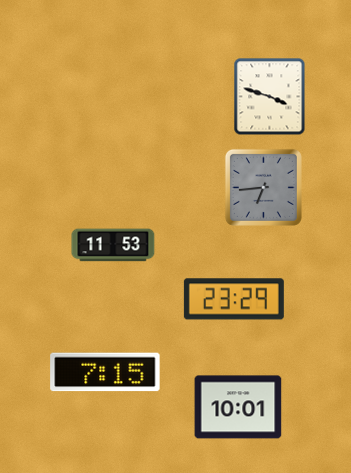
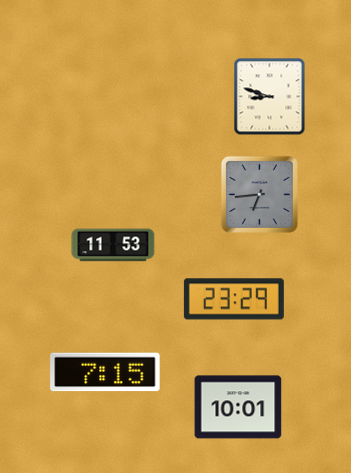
clock at (270, 96): 3:48 -> 8:48
clock at (263, 187) position: (263, 187) -> (259, 194)
